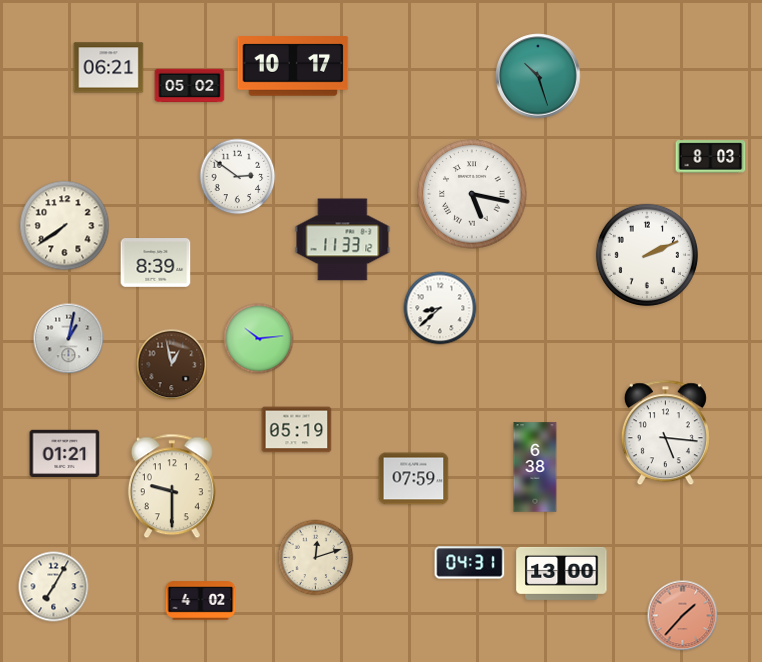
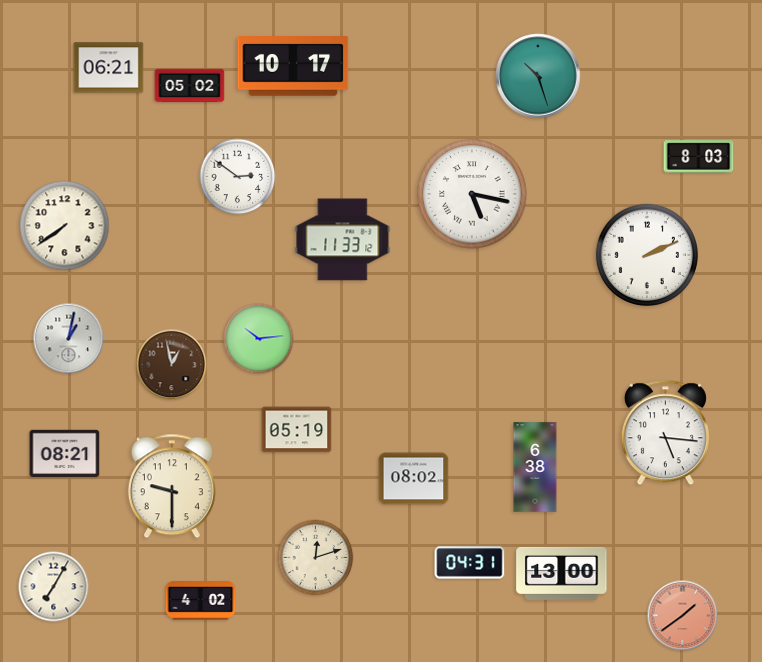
clock at (711, 157) position: (711, 157) -> (699, 157)
clock at (156, 263): 8:39 -> none
clock at (440, 308): 8:38 -> none
clock at (65, 453): 01:21 -> 08:21
clock at (414, 479): 07:59 -> 08:02
clock at (683, 616): 1:37 -> 1:39
